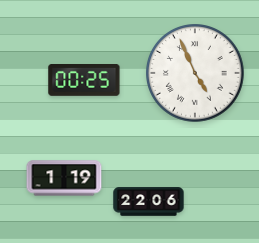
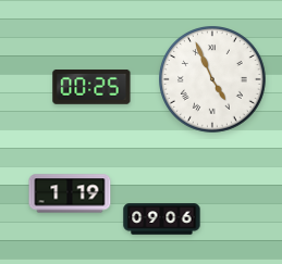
clock at (149, 202): 22:06 -> 09:06
